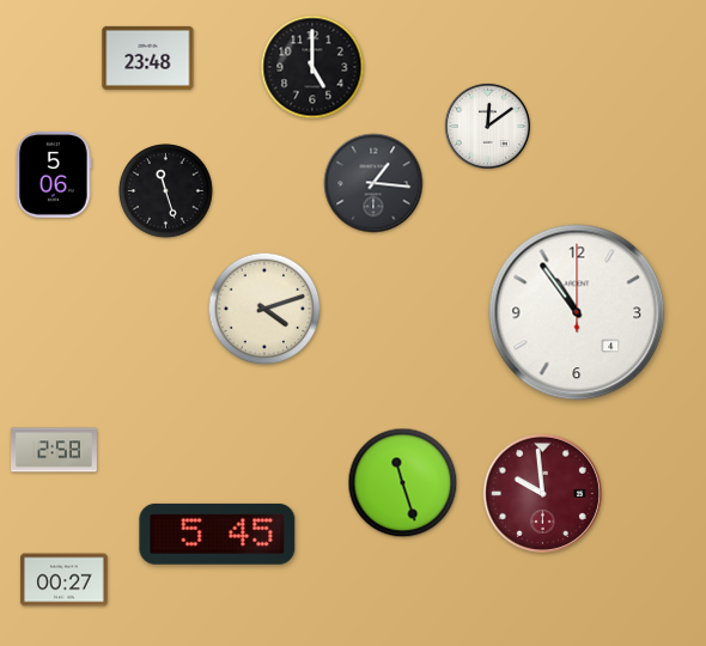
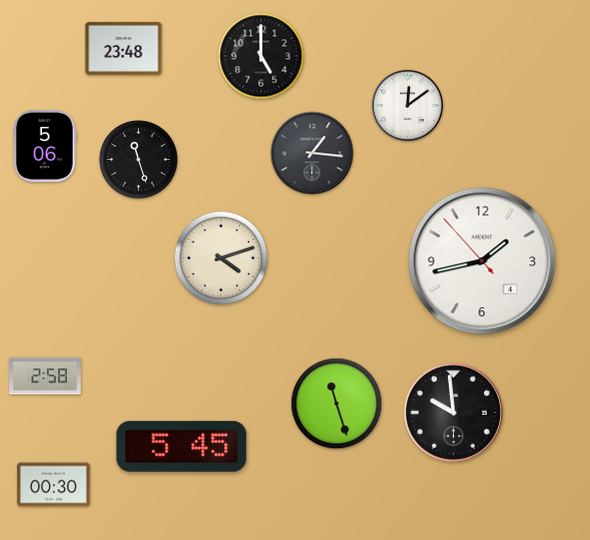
clock at (577, 312): 10:54 -> 1:42
clock at (542, 493) dial: burgundy -> black
clock at (65, 580): 00:27 -> 00:30
